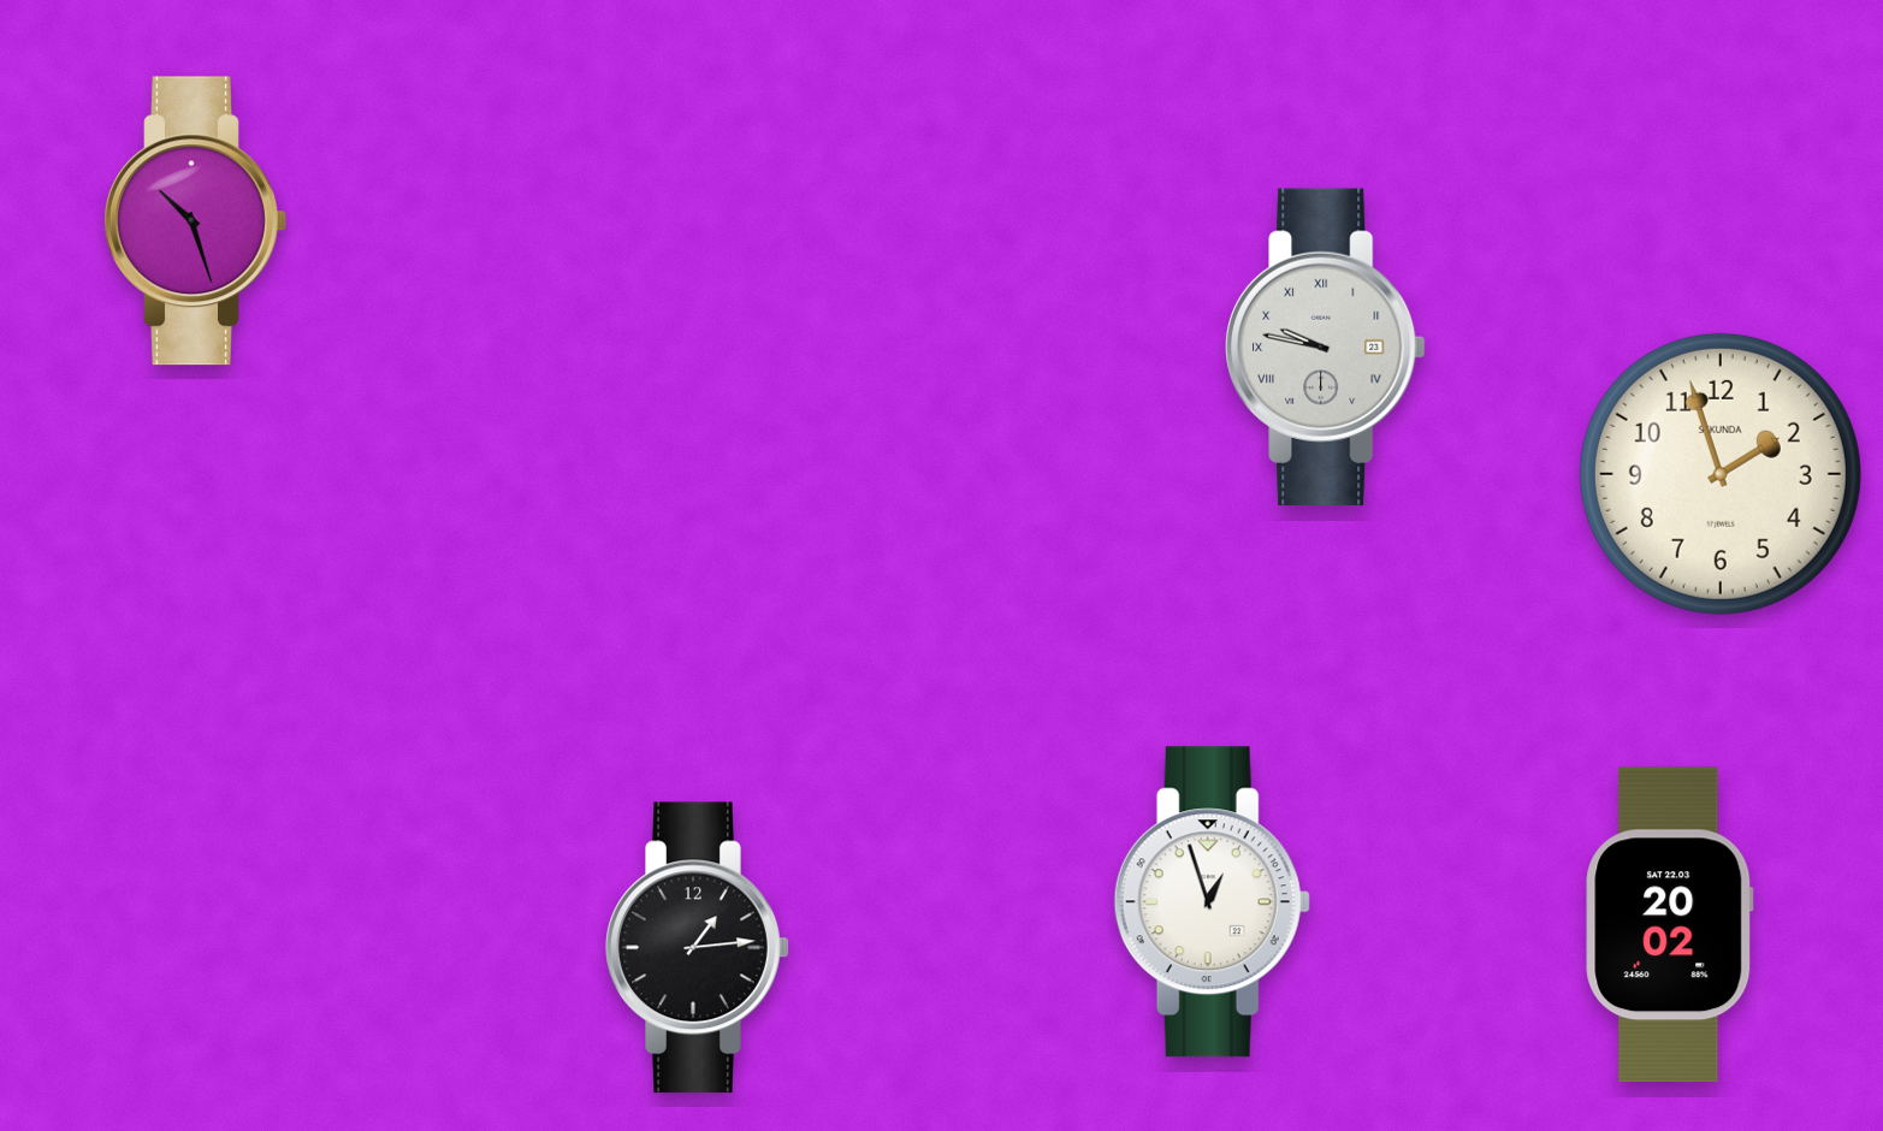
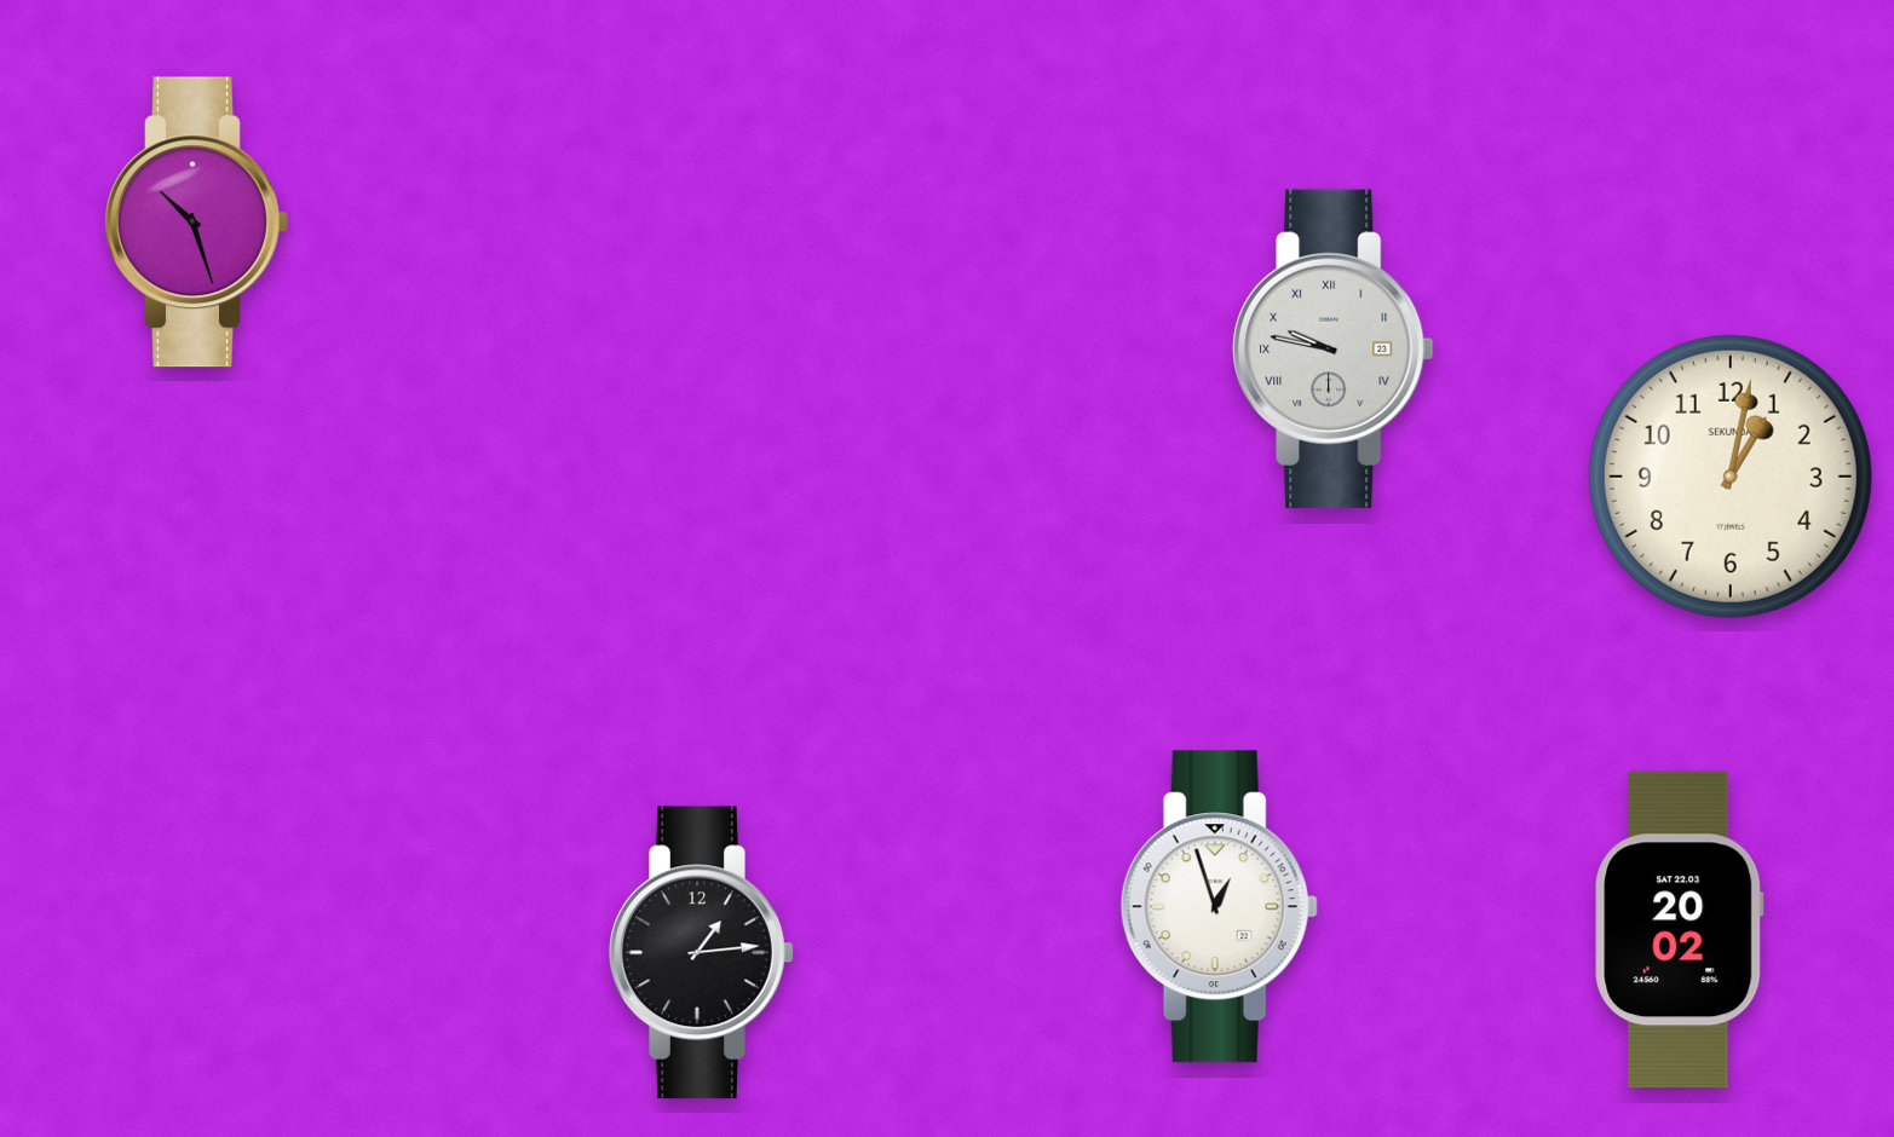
clock at (1721, 474): 1:57 -> 1:02
